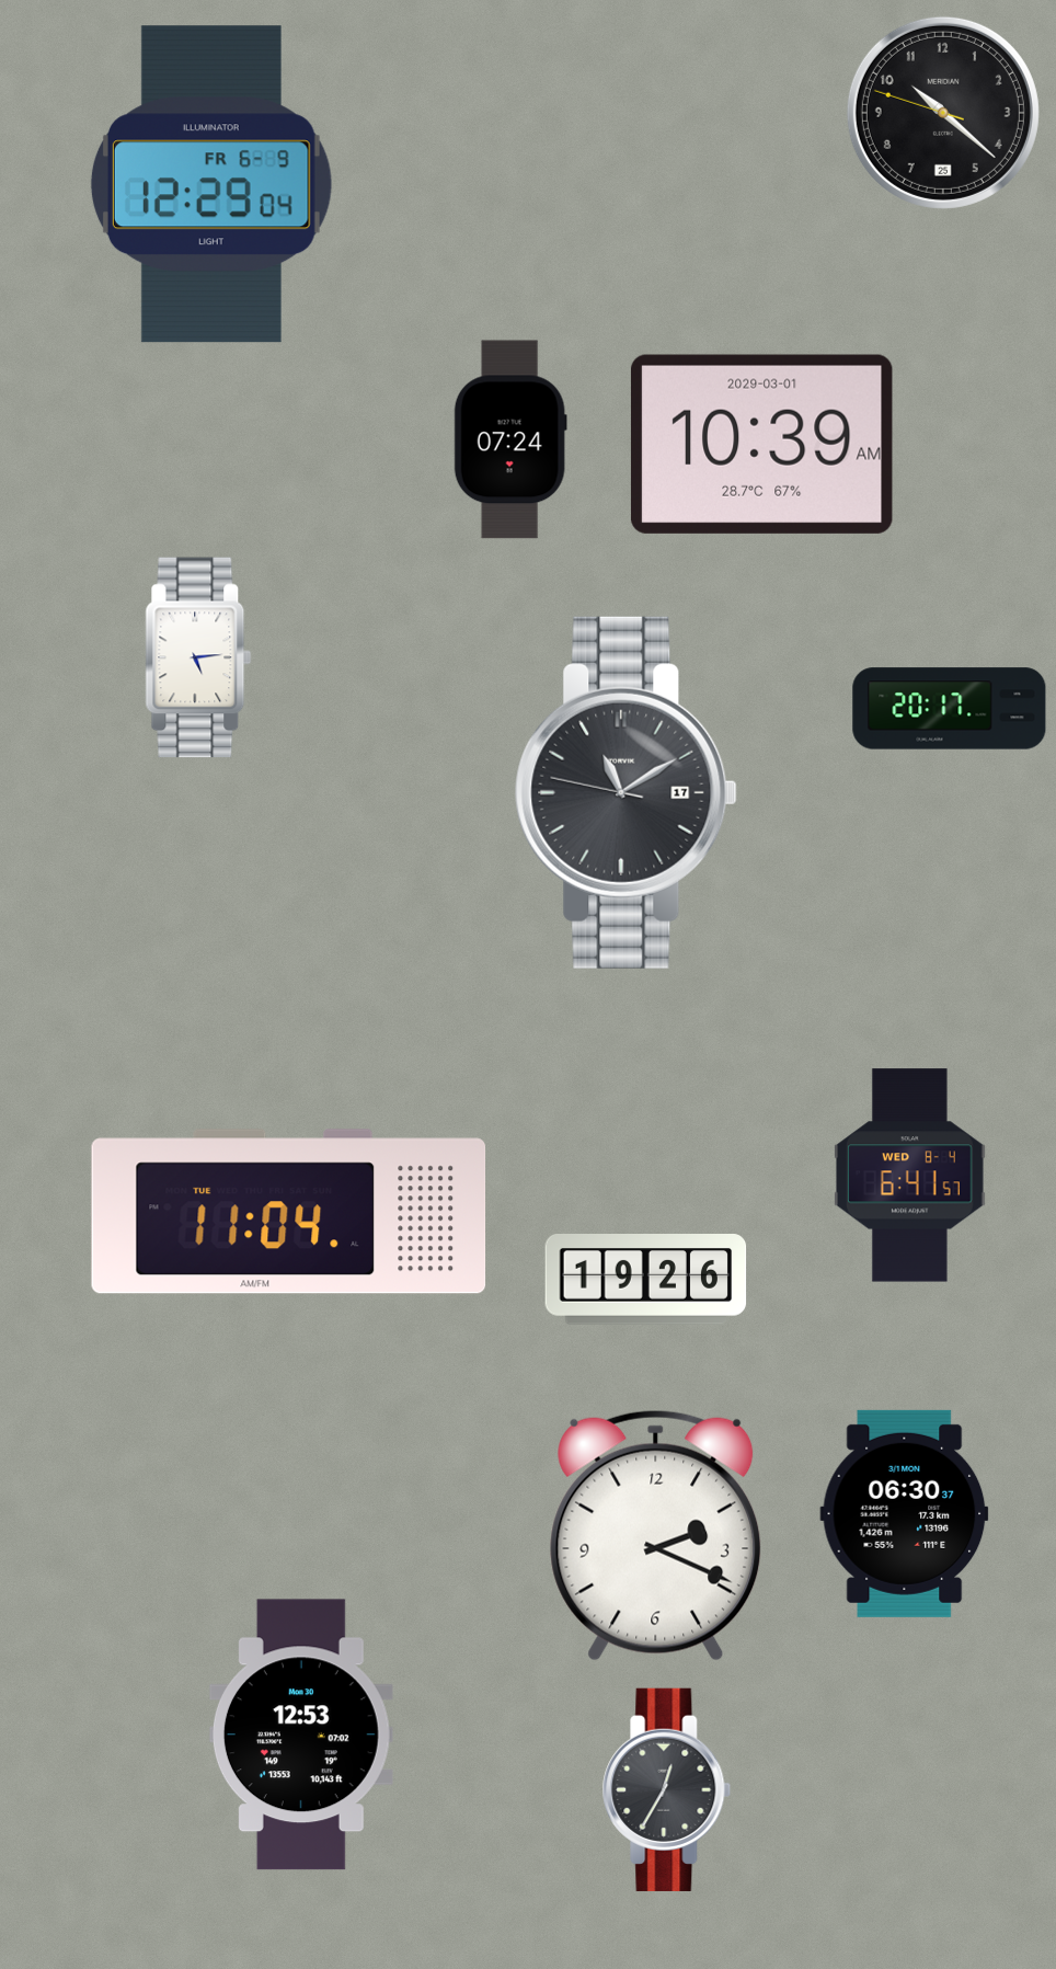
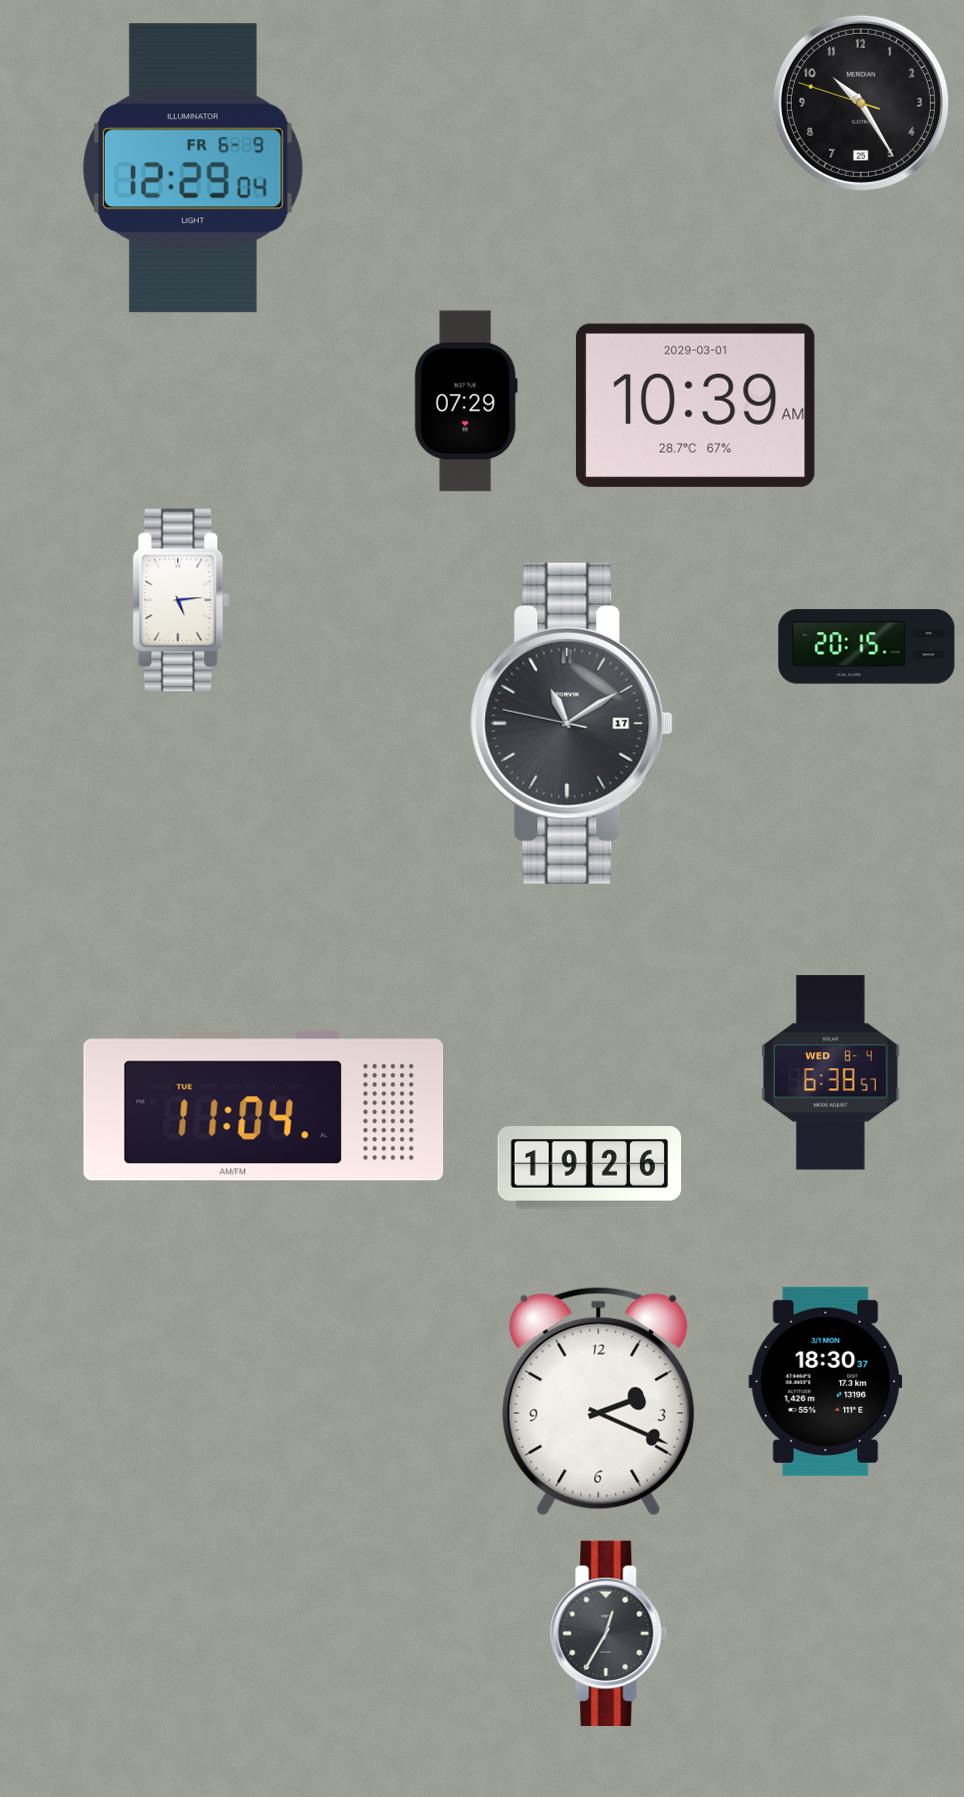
clock at (943, 113): 10:21 -> 10:24
clock at (510, 439): 07:24 -> 07:29
clock at (950, 709): 20:17 -> 20:15
clock at (910, 1176): 6:41 -> 6:38
clock at (905, 1513): 06:30 -> 18:30
clock at (301, 1735): 12:53 -> none
